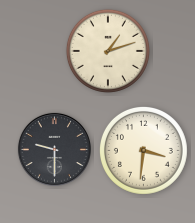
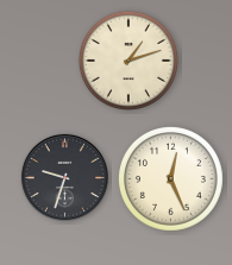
clock at (54, 149): 9:30 -> 9:33
clock at (143, 150): 3:31 -> 12:26
